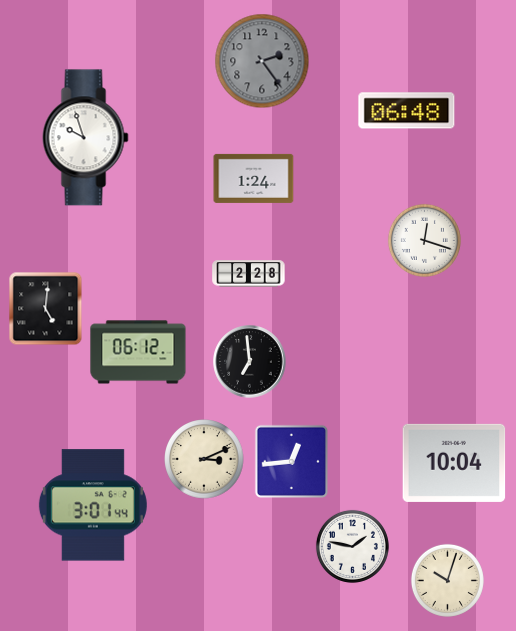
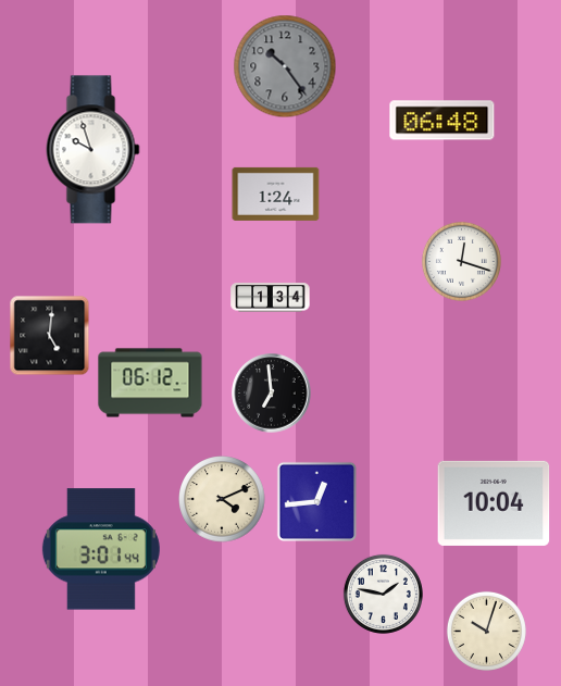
clock at (262, 61): 2:24 -> 10:24
clock at (249, 274): 2:28 -> 1:34
clock at (204, 459): 3:11 -> 4:11
